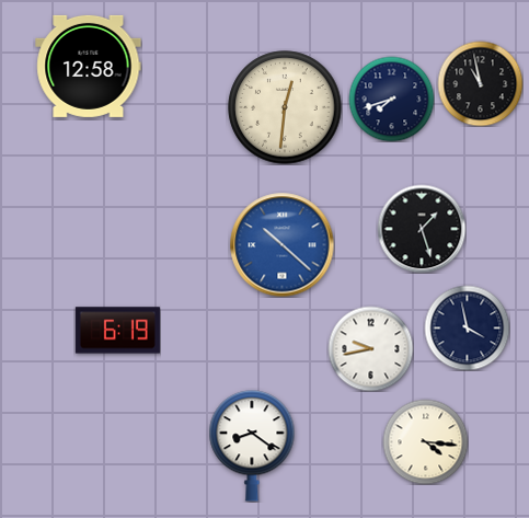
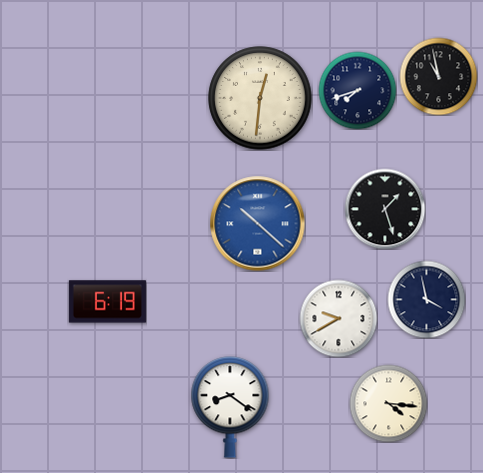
clock at (89, 66): 12:58 -> none
clock at (370, 348): 9:43 -> 9:40
